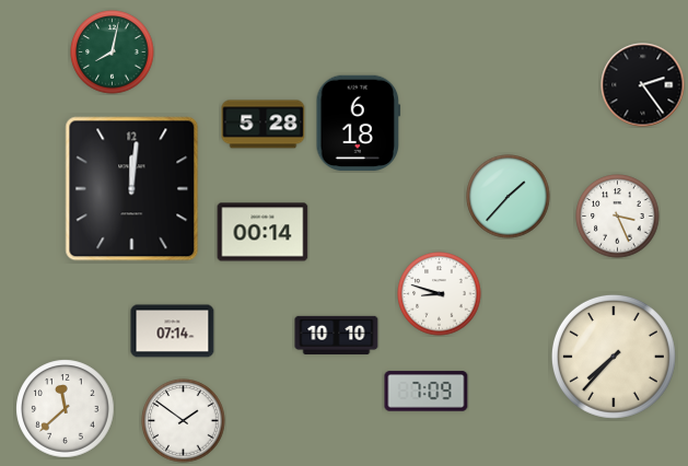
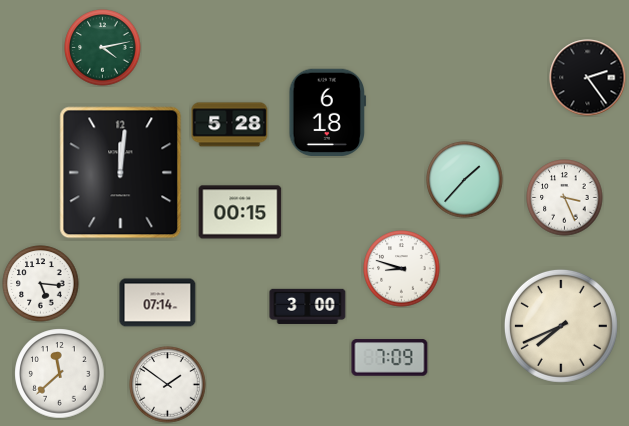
clock at (113, 53): 8:02 -> 4:13
clock at (264, 125) position: (264, 125) -> (230, 125)
clock at (263, 232): 00:14 -> 00:15
clock at (41, 284): none -> 5:16
clock at (337, 335): 10:10 -> 3:00
clock at (614, 357): 7:37 -> 7:41
